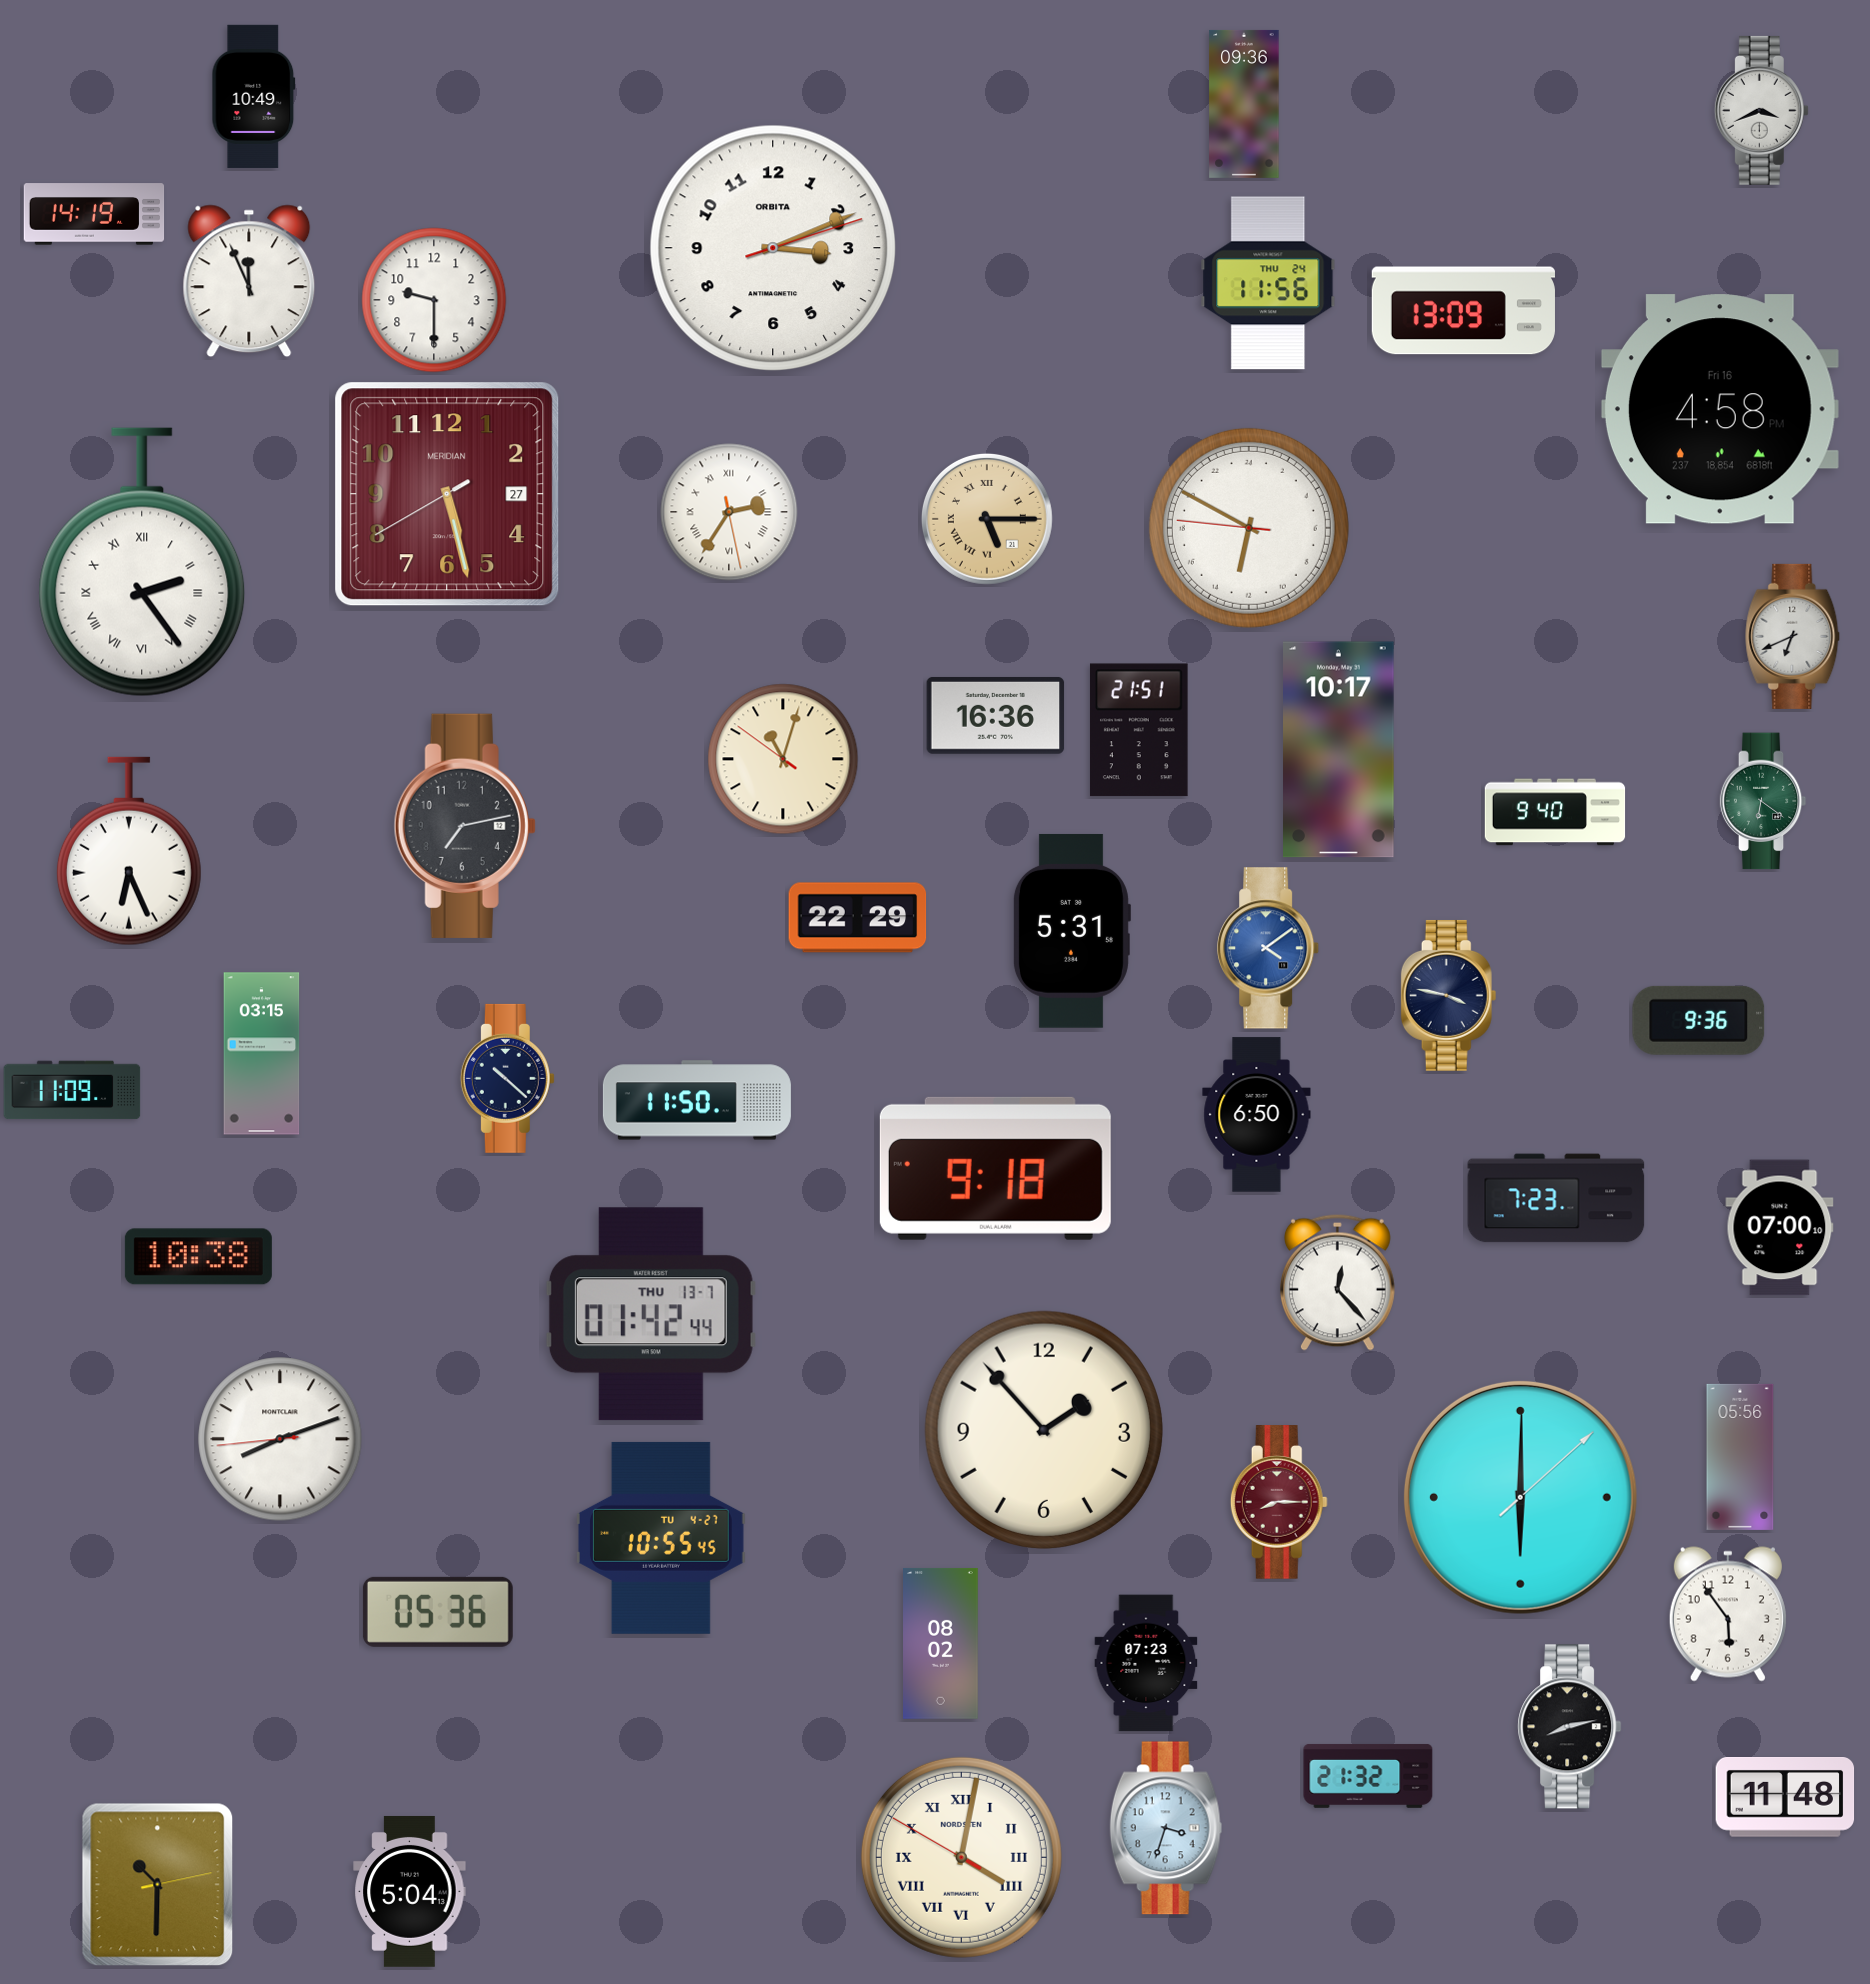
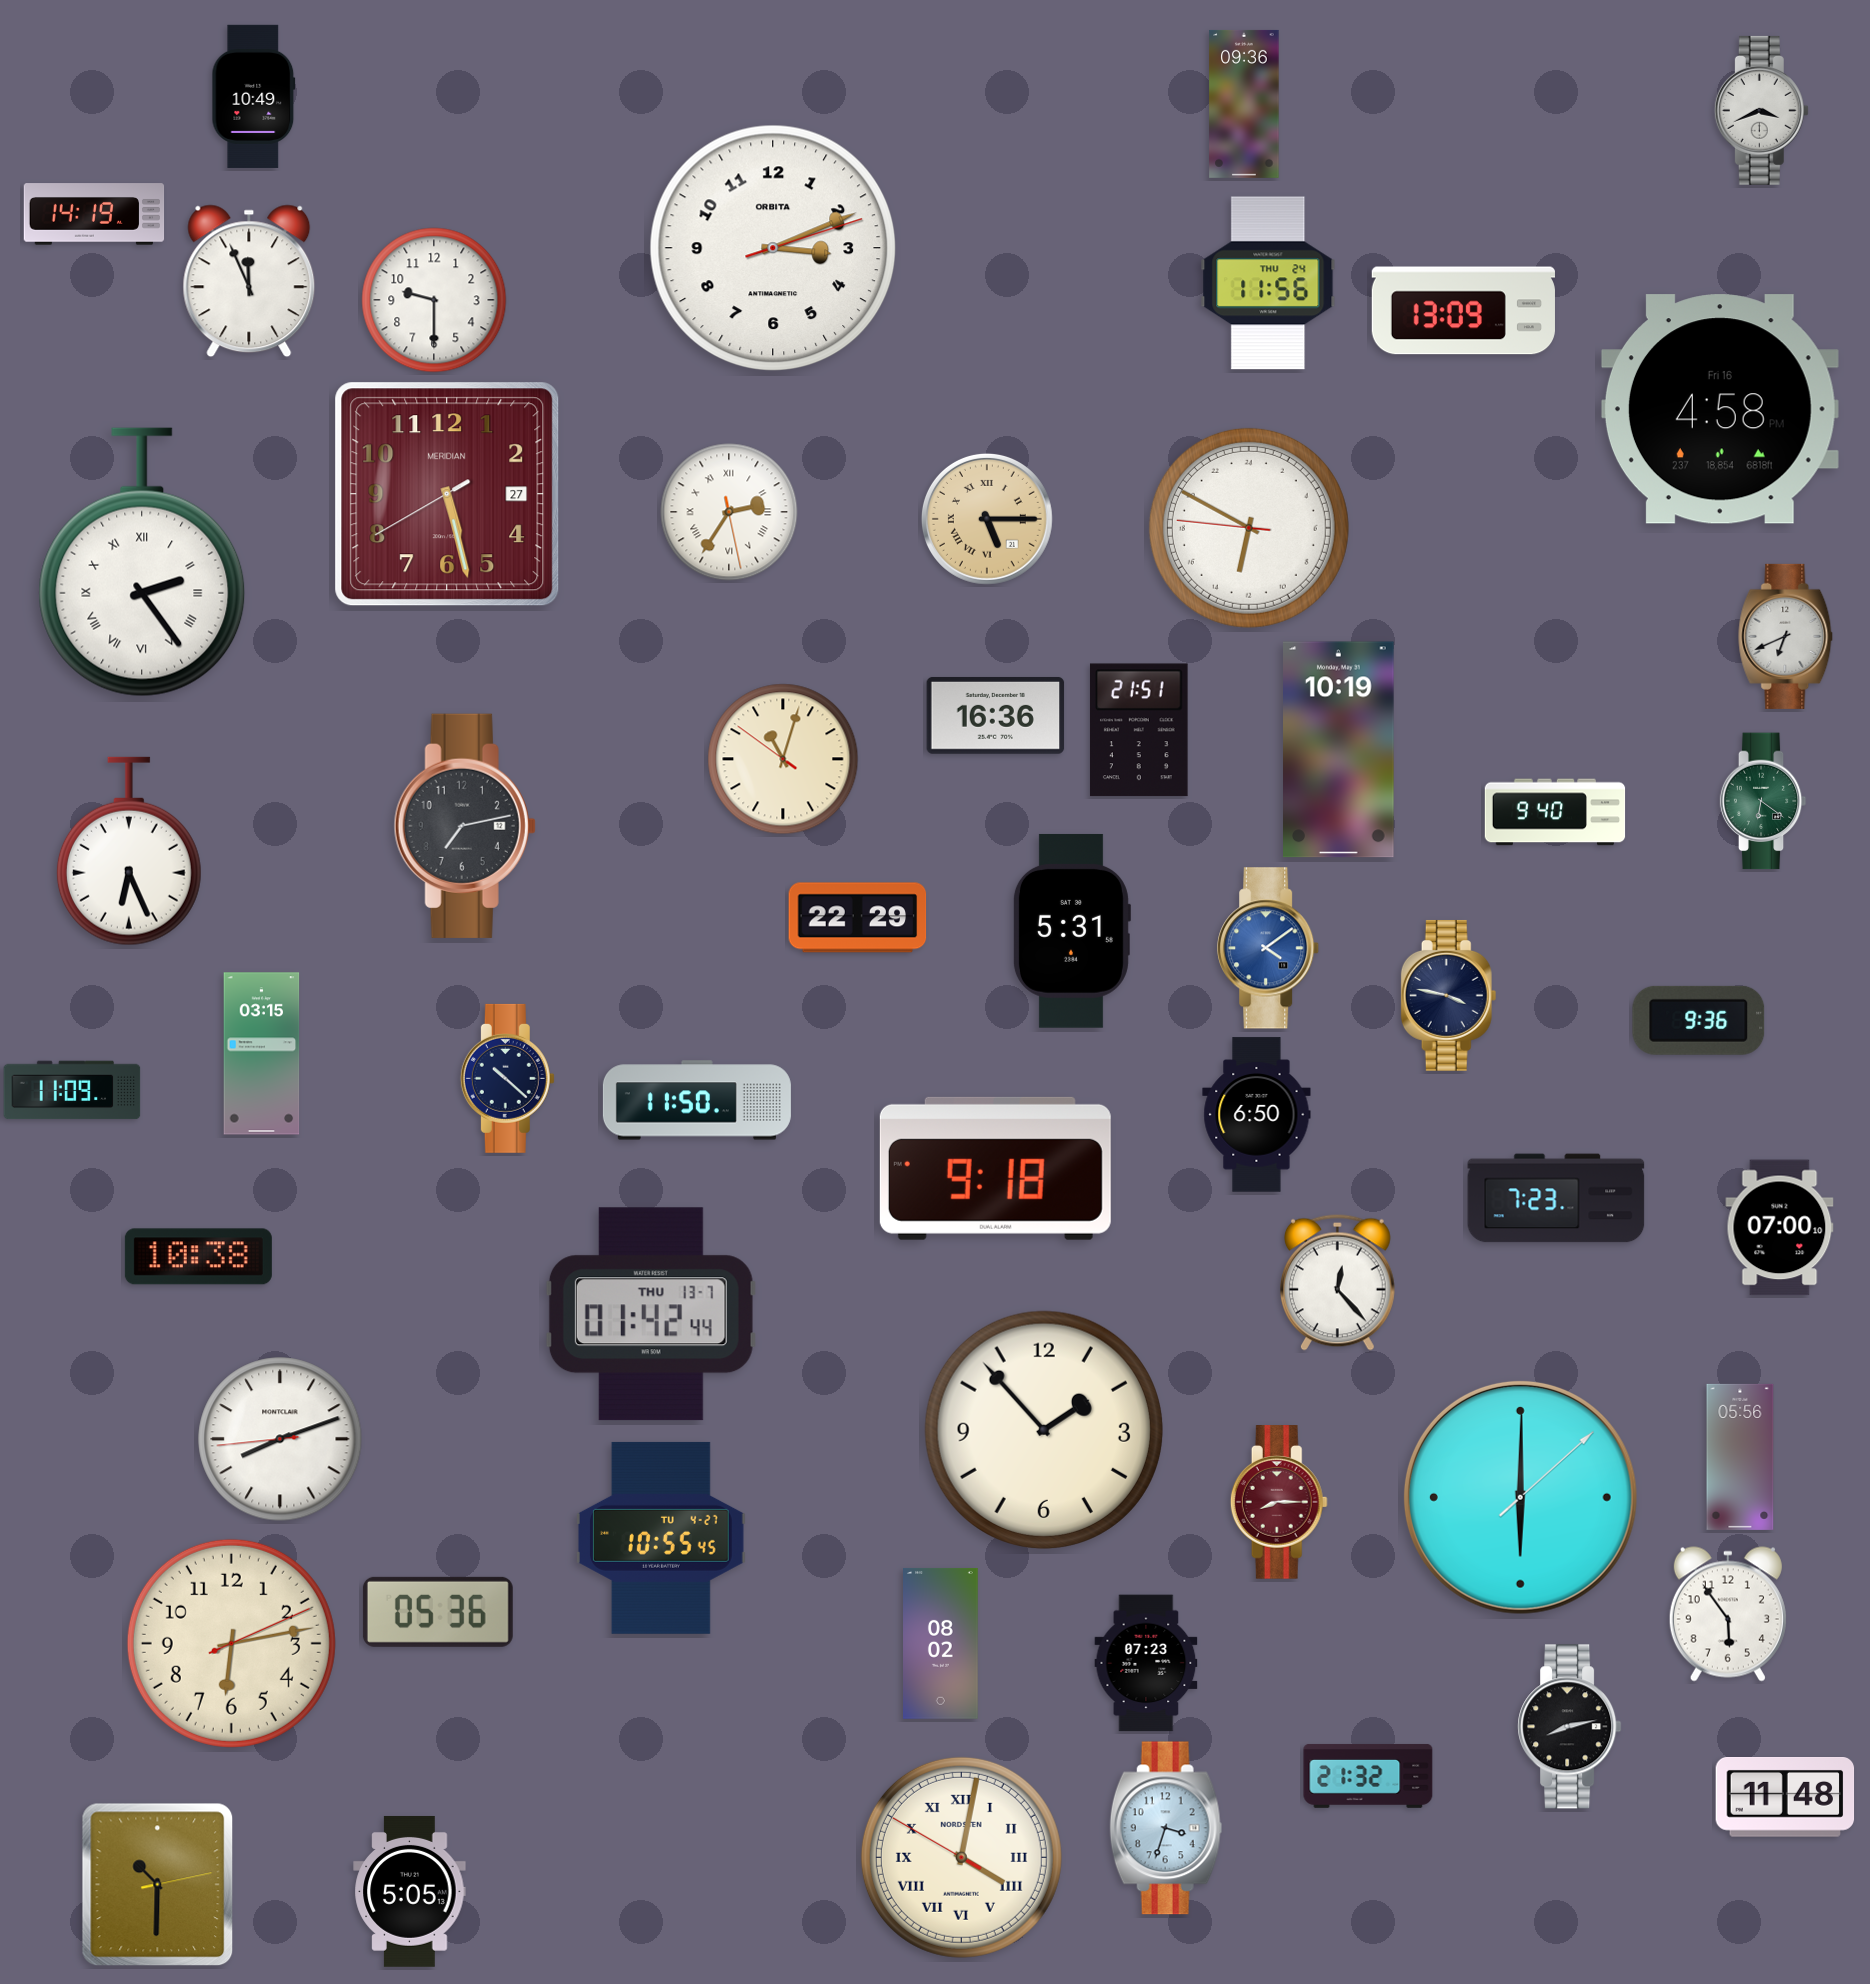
clock at (1793, 636) position: (1793, 636) -> (1786, 636)
clock at (1339, 750): 10:17 -> 10:19
clock at (231, 1643): none -> 6:13
clock at (410, 1891): 5:04 -> 5:05
